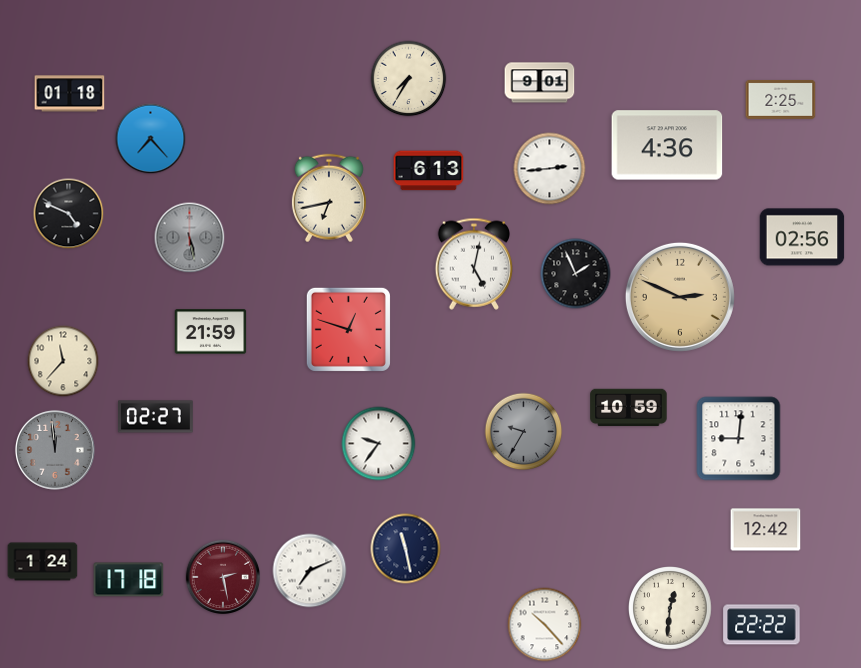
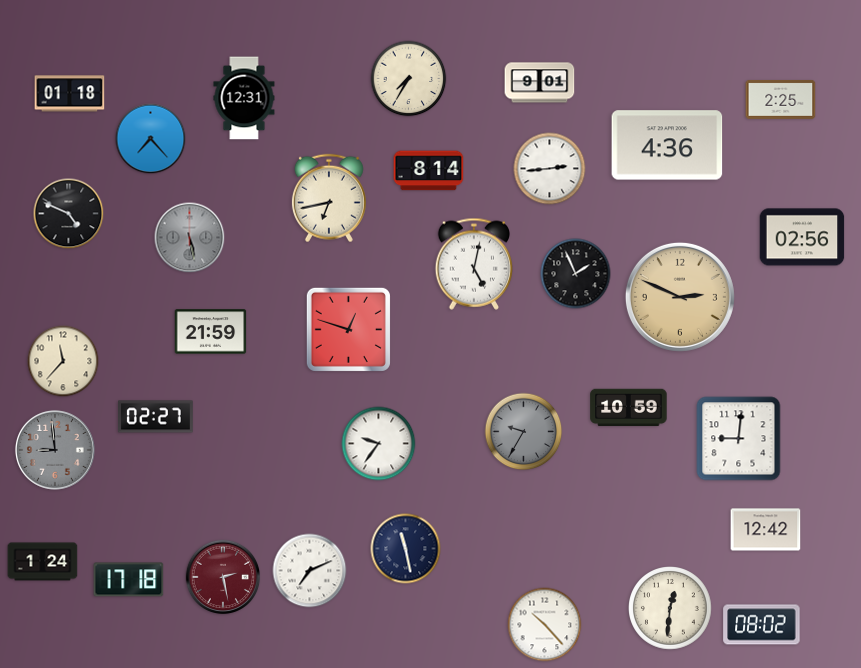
clock at (244, 98): none -> 12:31
clock at (429, 171): 6:13 -> 8:14
clock at (55, 450): 11:59 -> 8:59
clock at (762, 625): 22:22 -> 08:02
